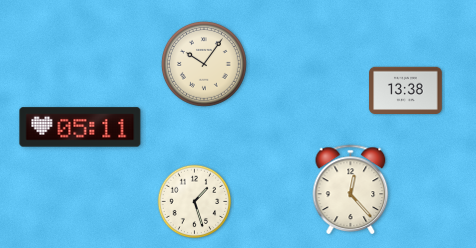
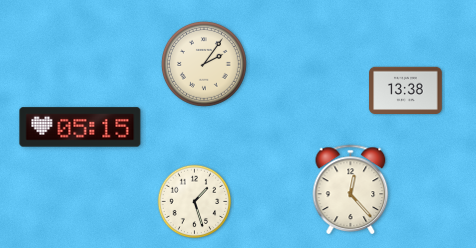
clock at (205, 65): 10:06 -> 2:06
clock at (80, 127): 05:11 -> 05:15
